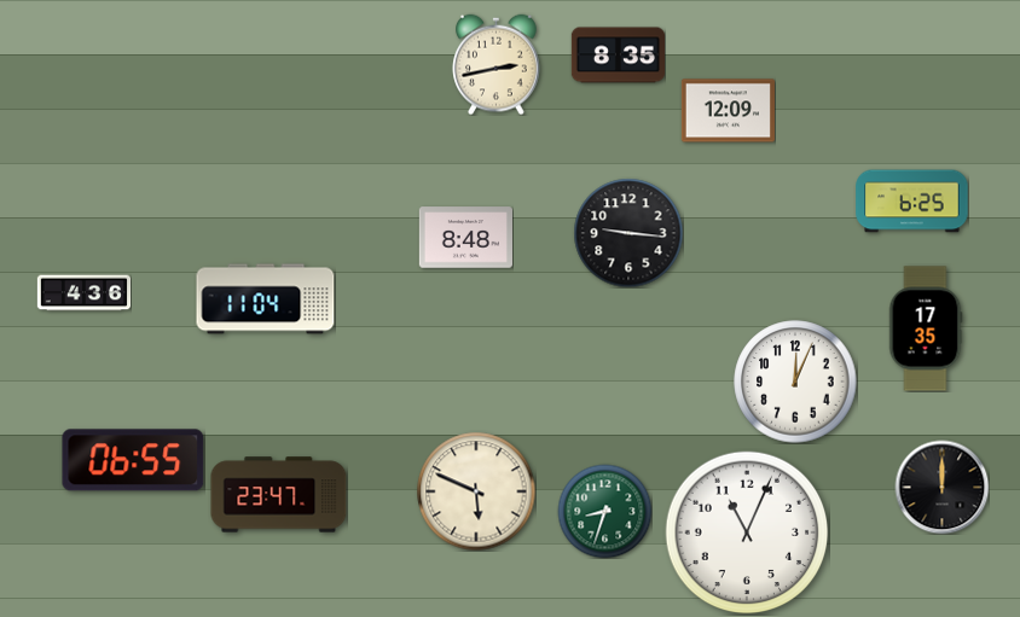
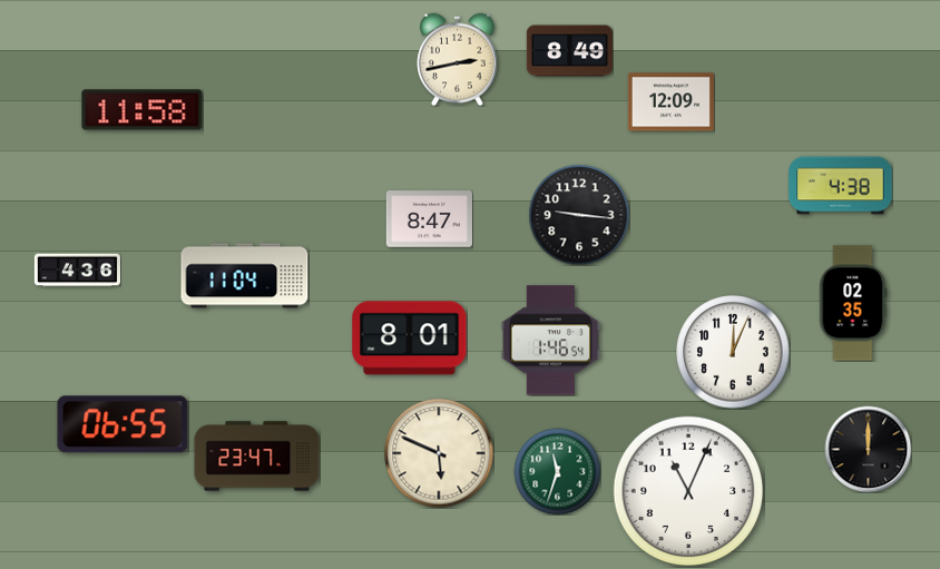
clock at (618, 56): 8:35 -> 8:49
clock at (143, 110): none -> 11:58
clock at (912, 202): 6:25 -> 4:38
clock at (465, 238): 8:48 -> 8:47
clock at (926, 328): 17:35 -> 02:35
clock at (410, 339): none -> 8:01
clock at (550, 341): none -> 1:46
clock at (604, 511): 8:33 -> 11:33
